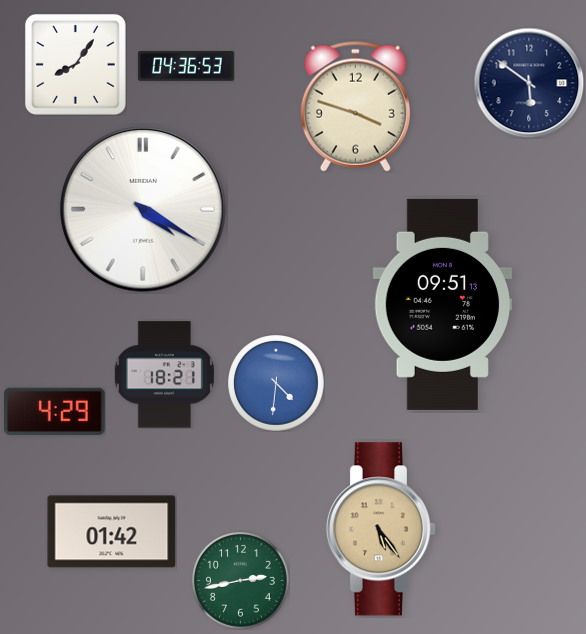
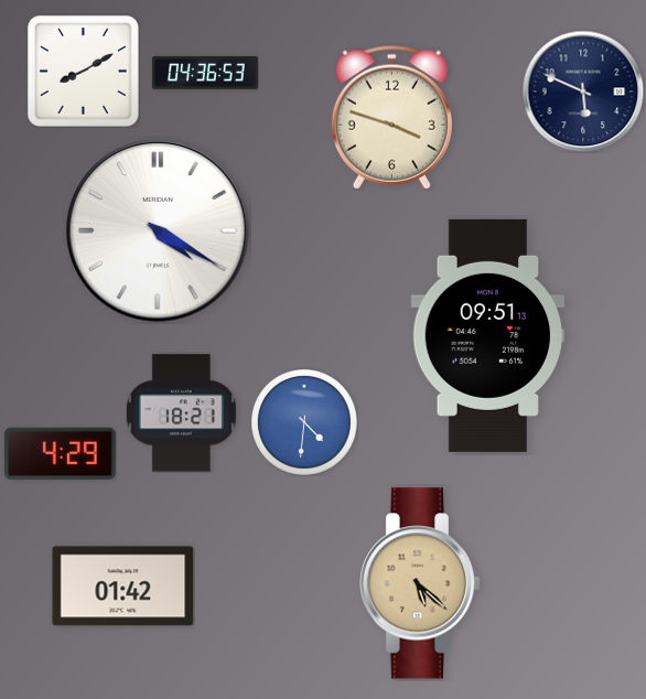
clock at (75, 64): 8:06 -> 8:10
clock at (529, 83): 5:51 -> 5:49
clock at (381, 529): 5:24 -> 5:22
clock at (241, 581): 2:43 -> none
